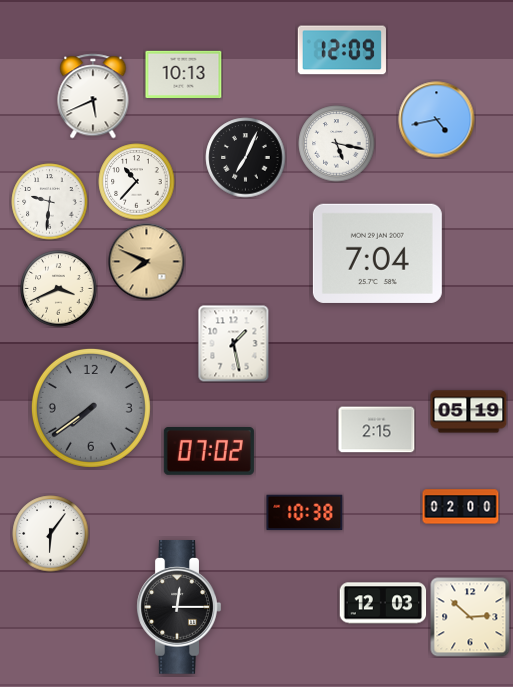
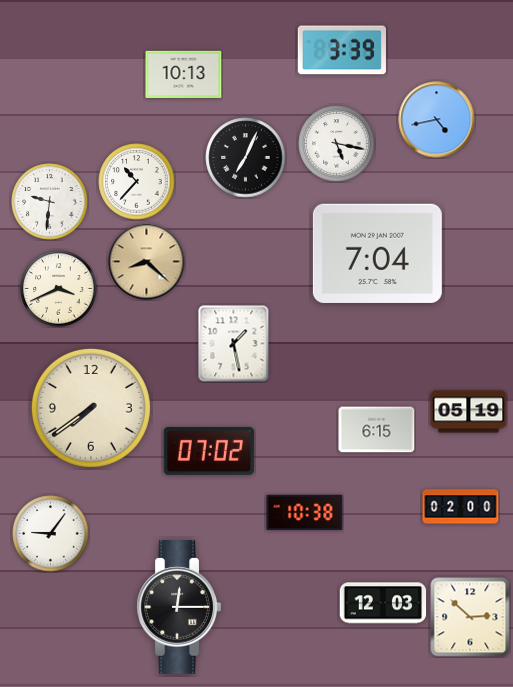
clock at (342, 50): 12:09 -> 3:39
clock at (93, 96): 5:41 -> none
clock at (147, 262): 7:49 -> 8:22
clock at (91, 408) dial: grey -> cream
clock at (377, 430): 2:15 -> 6:15
clock at (51, 534): 6:06 -> 9:06
